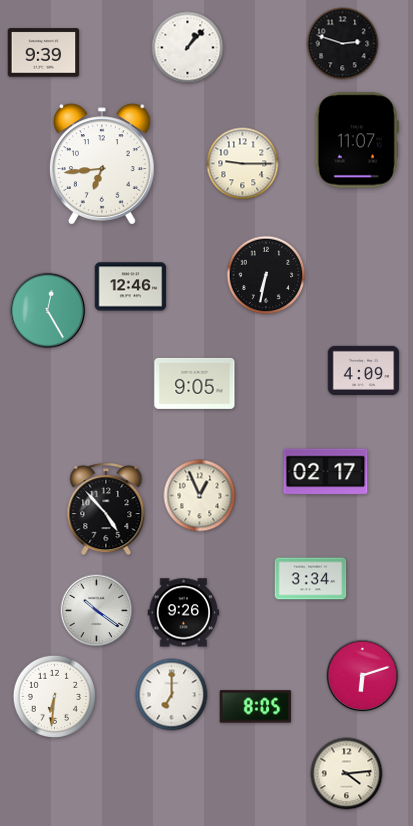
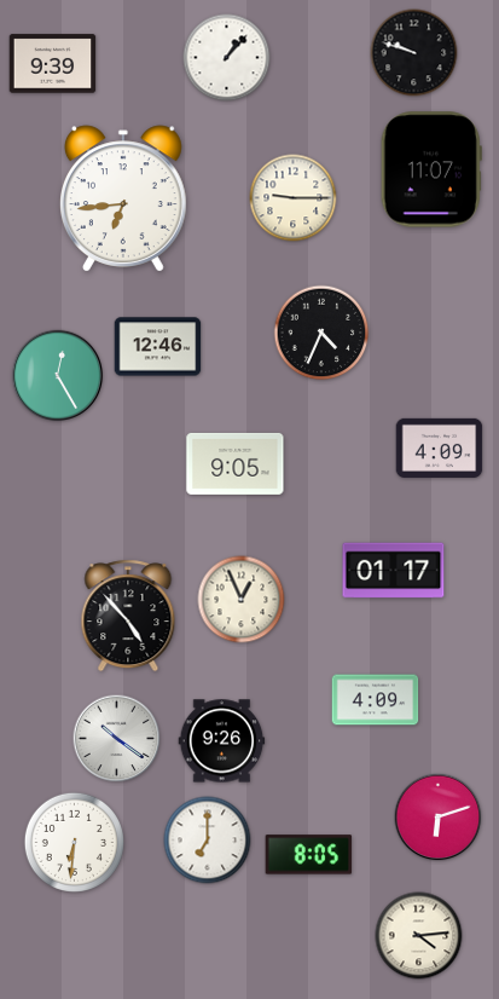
clock at (343, 44): 2:48 -> 9:48
clock at (266, 275): 6:32 -> 4:34
clock at (326, 472): 02:17 -> 01:17
clock at (311, 579): 3:34 -> 4:09
clock at (54, 696) position: (54, 696) -> (74, 842)
